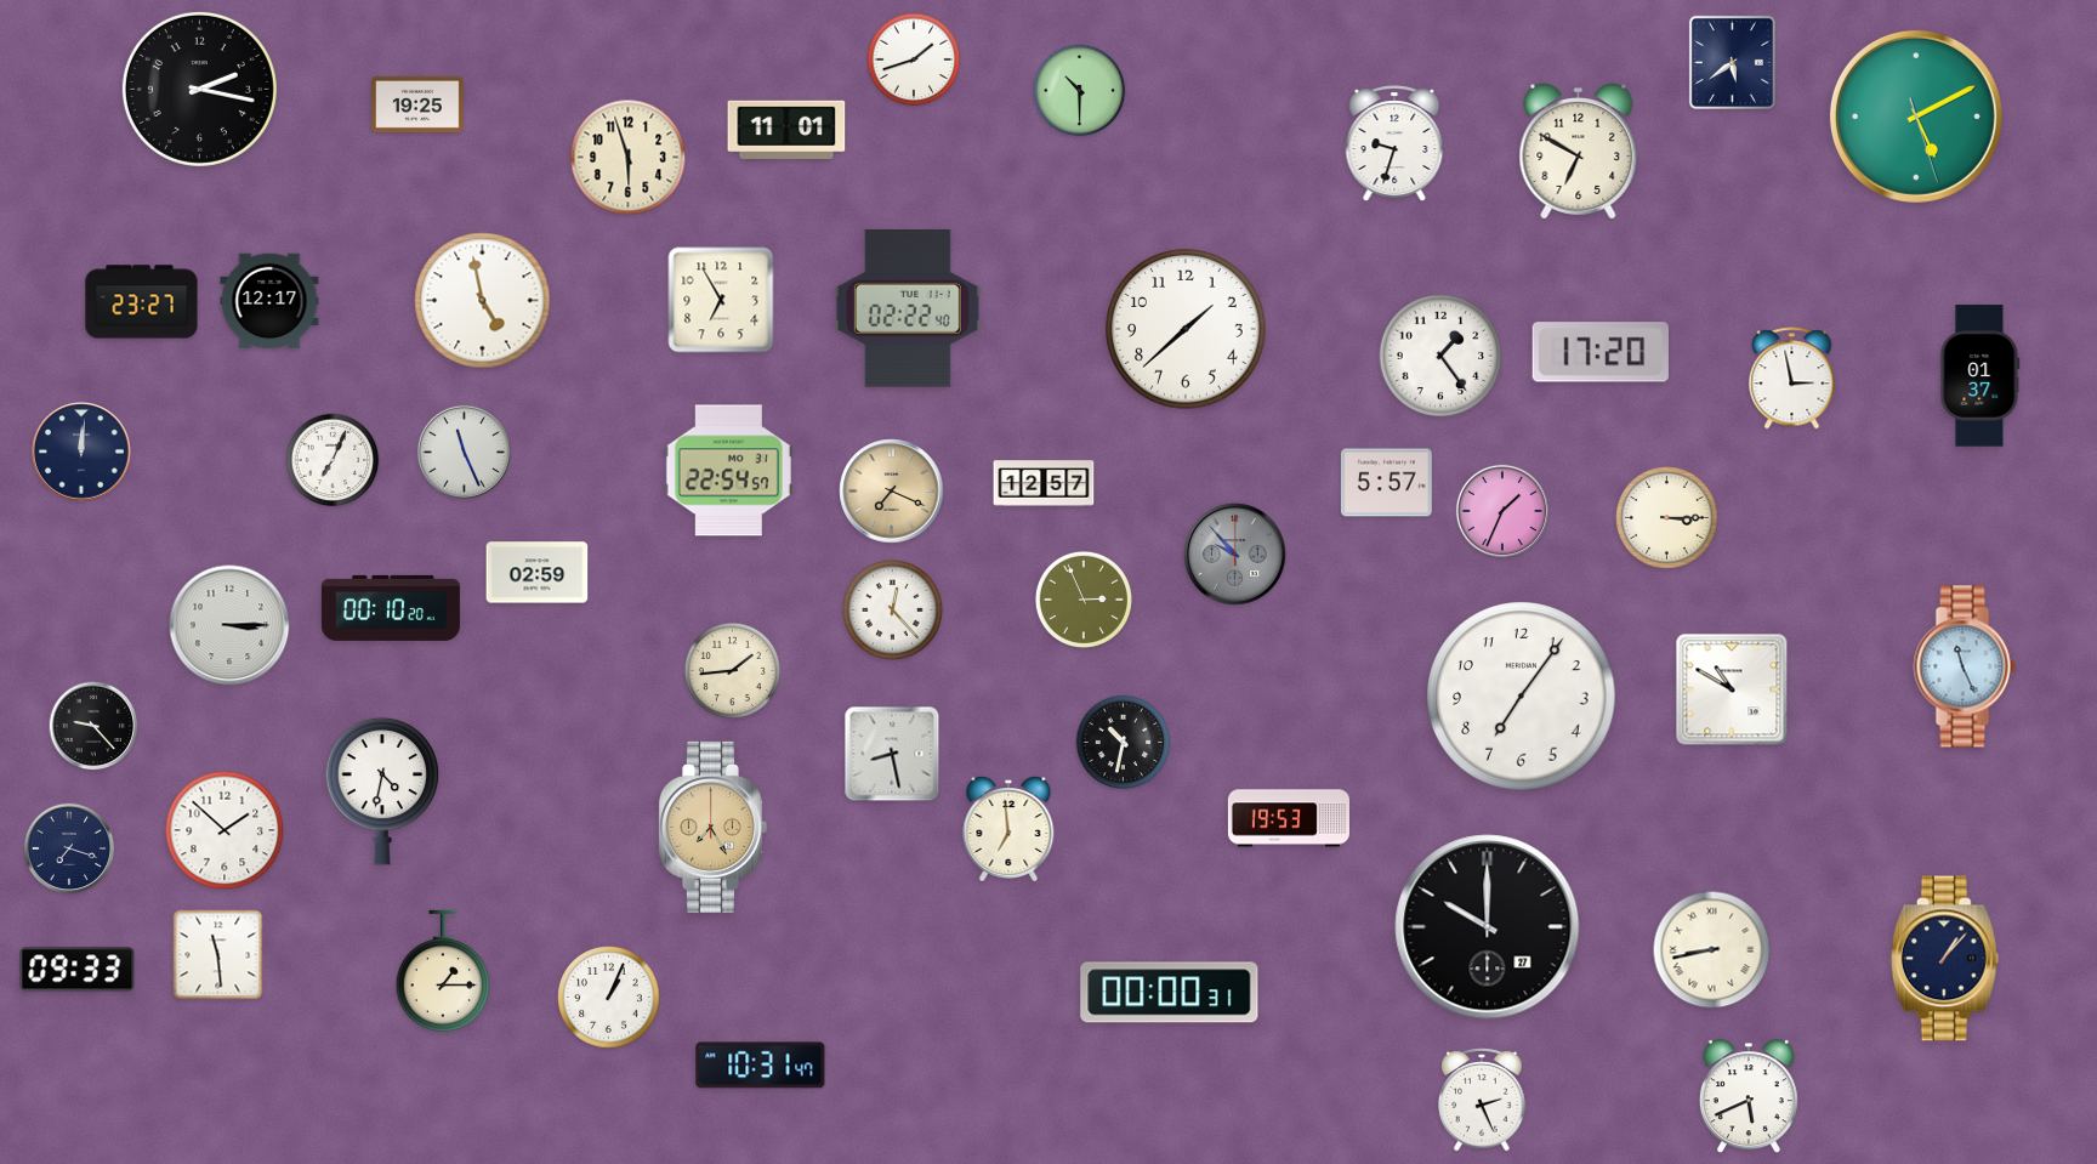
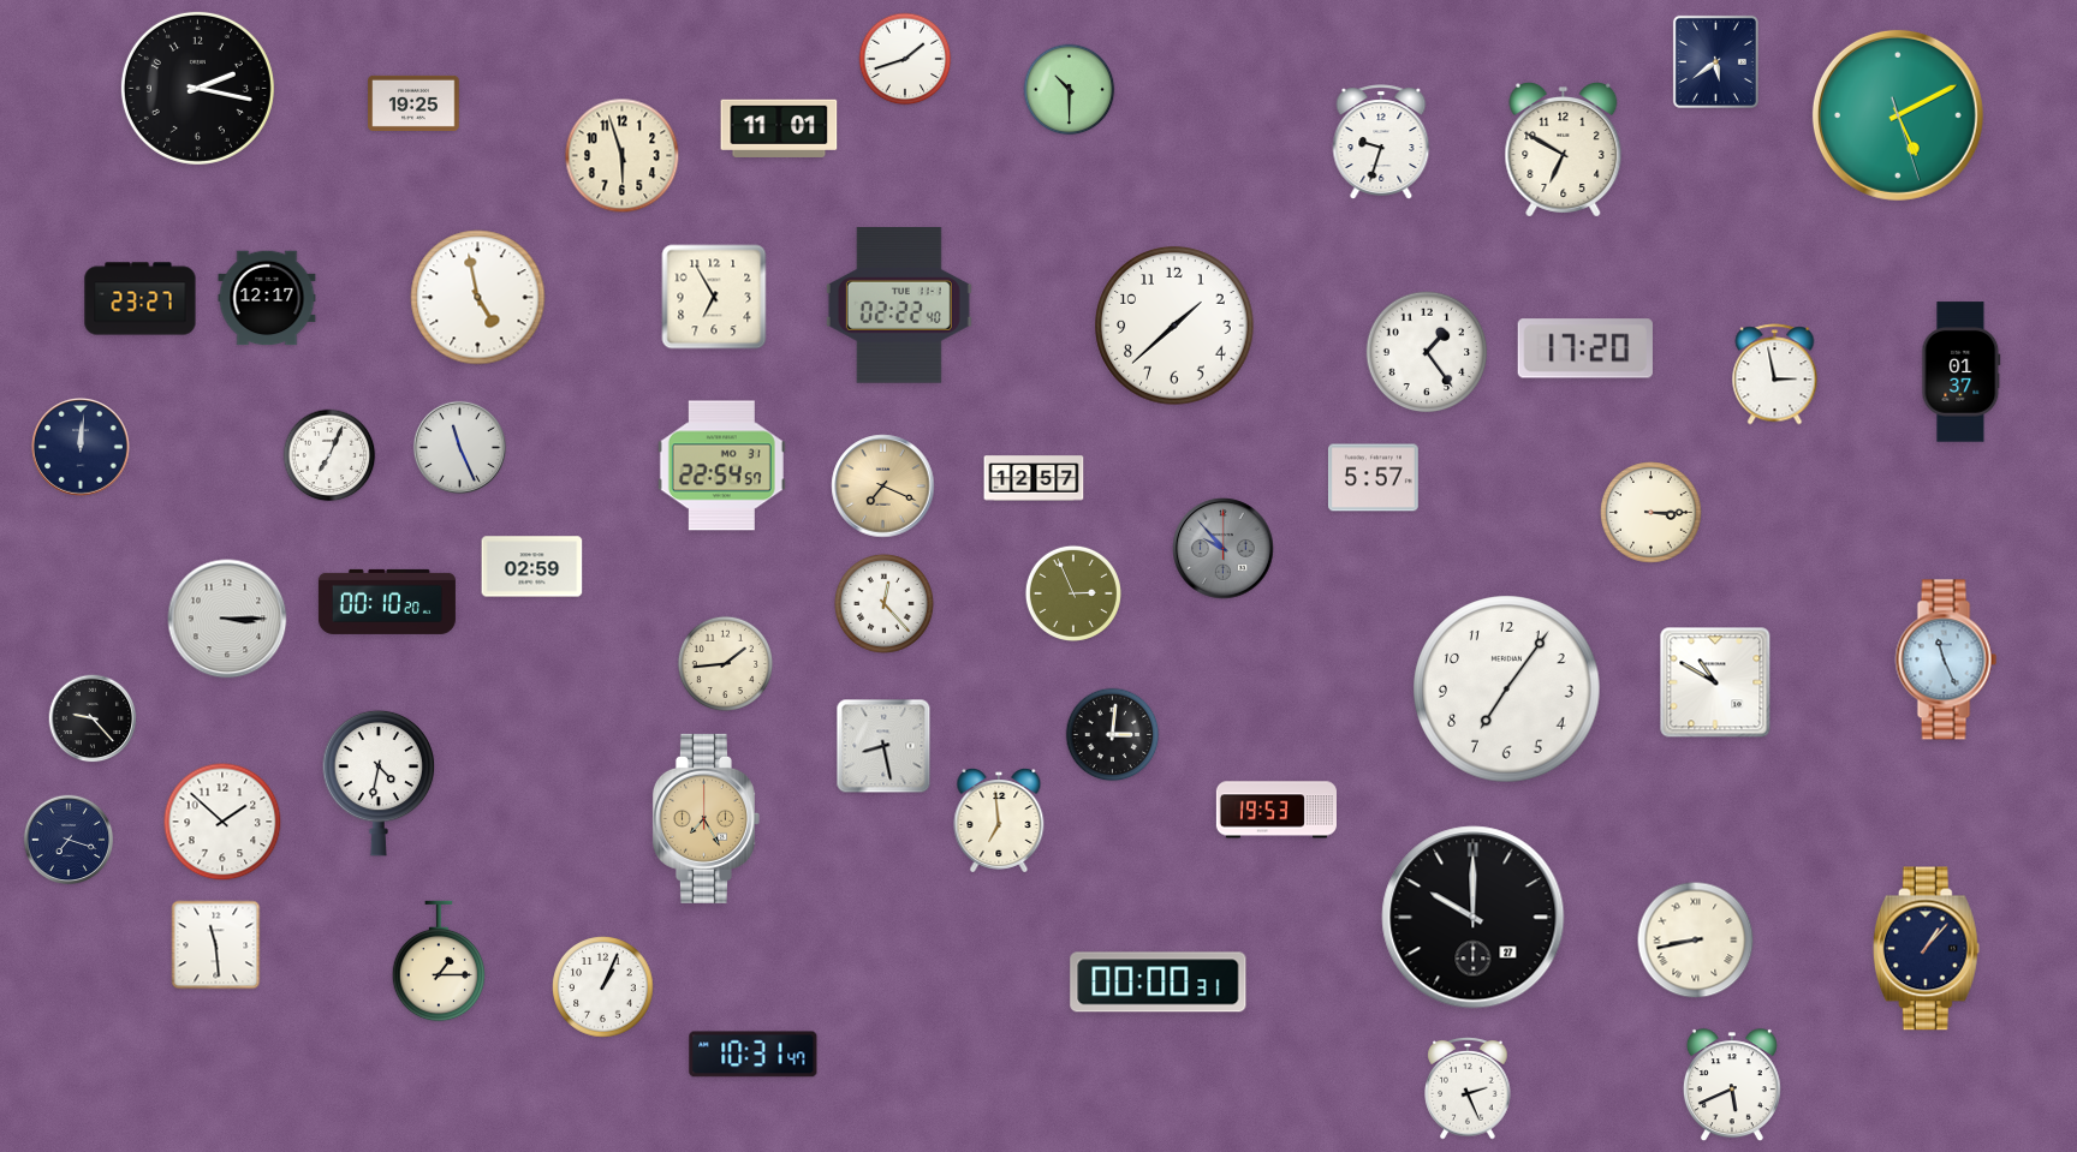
clock at (1502, 511): 1:34 -> none
clock at (1124, 743): 10:32 -> 3:01
clock at (78, 970): 09:33 -> none
